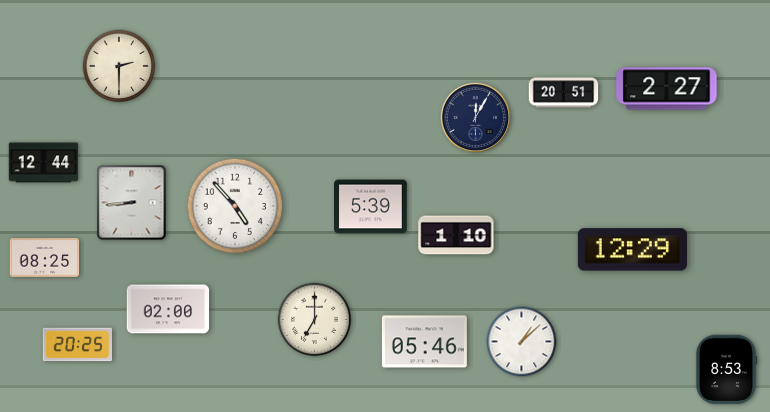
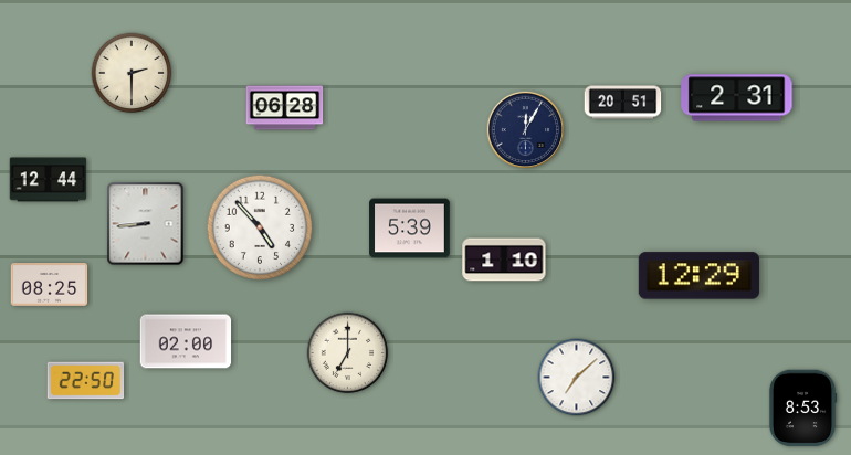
clock at (667, 89): 2:27 -> 2:31
clock at (285, 108): none -> 06:28
clock at (424, 342): 05:46 -> none
clock at (522, 342): 1:08 -> 7:08
clock at (78, 345): 20:25 -> 22:50
